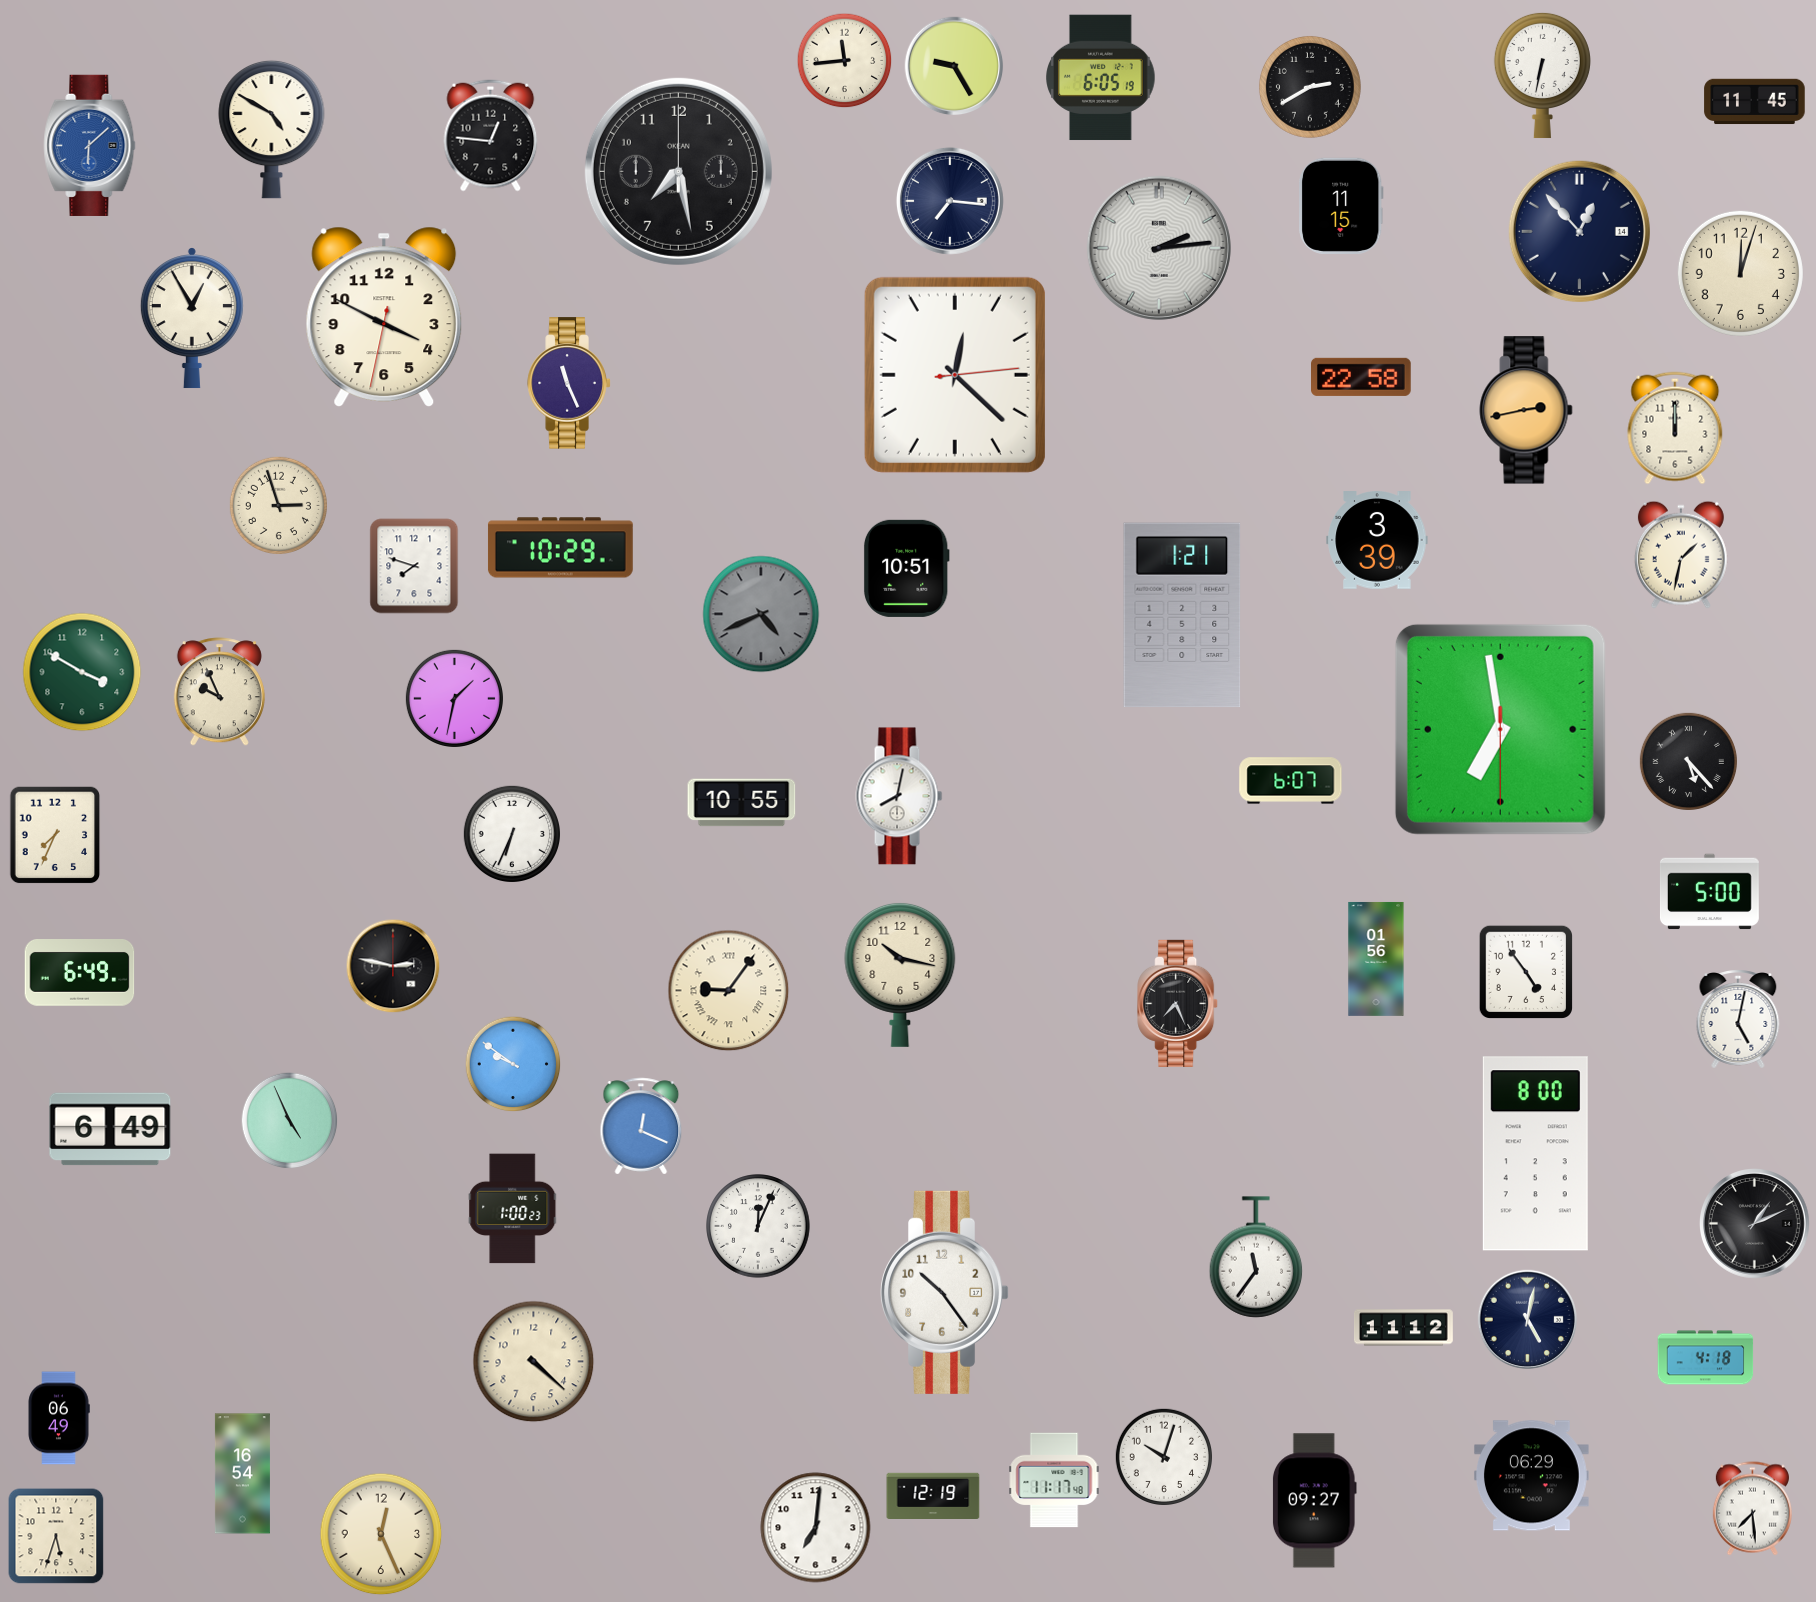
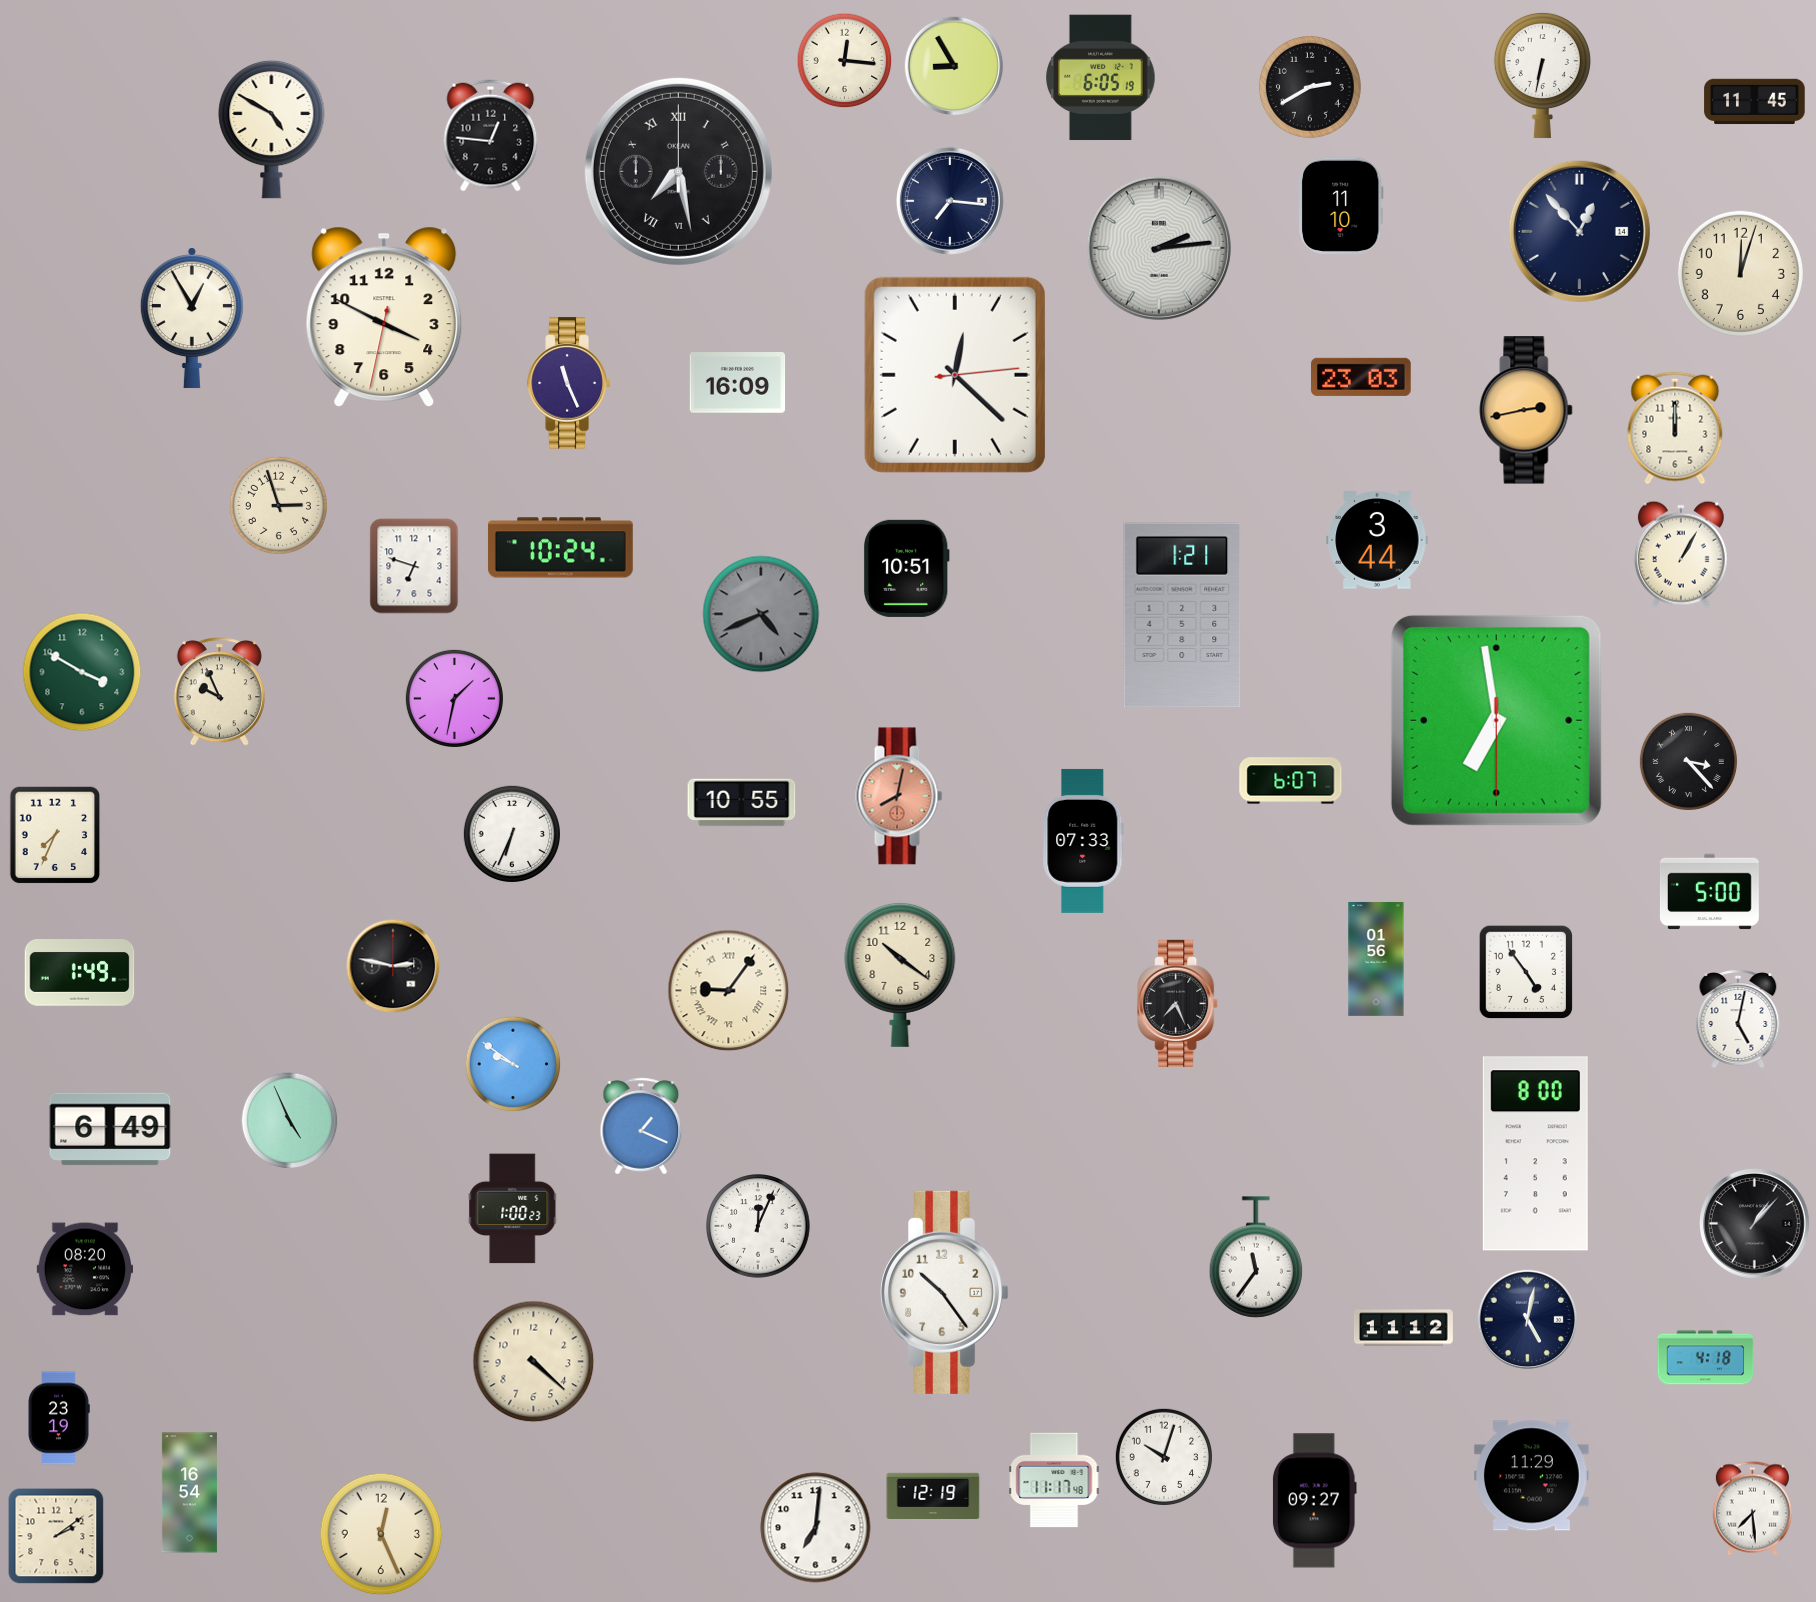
clock at (845, 61): 11:44 -> 12:16
clock at (954, 66): 9:25 -> 8:55
clock at (90, 145): 6:08 -> none
clock at (678, 171) numerals: Arabic -> Roman
clock at (1342, 206): 11:15 -> 11:10
clock at (1362, 377): 22:58 -> 23:03
clock at (738, 383): none -> 16:09
clock at (1377, 540): 3:39 -> 3:44
clock at (560, 548): 10:29 -> 10:24
clock at (1681, 555): 1:32 -> 1:05
clock at (414, 566): 7:48 -> 6:48
clock at (1500, 729) position: (1500, 729) -> (1496, 720)
clock at (1688, 761): 5:23 -> 3:23
clock at (899, 796) dial: white -> salmon
clock at (1083, 841): none -> 07:33
clock at (80, 973): 6:49 -> 1:49
clock at (900, 974): 10:17 -> 10:21
clock at (641, 1126): 12:19 -> 1:19
clock at (1755, 1224): 1:11 -> 1:07
clock at (84, 1269): none -> 08:20
clock at (59, 1418): 06:49 -> 23:19
clock at (242, 1474) position: (242, 1474) -> (189, 1493)
clock at (1531, 1476): 06:29 -> 11:29
clock at (56, 1536): 5:33 -> 2:09
